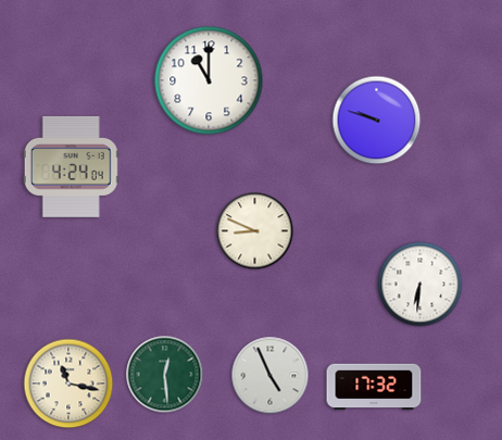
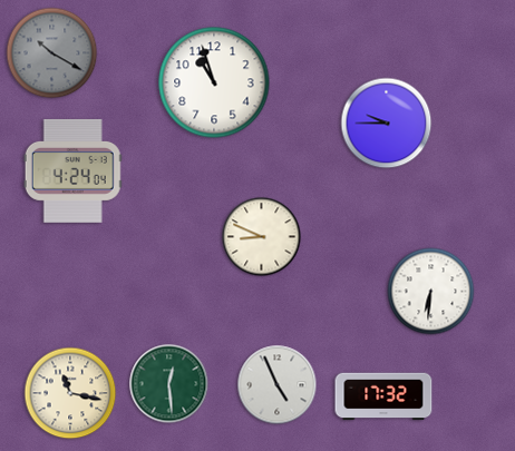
clock at (52, 53): none -> 10:20
clock at (209, 80): 11:00 -> 10:57
clock at (377, 121): 9:48 -> 9:45
